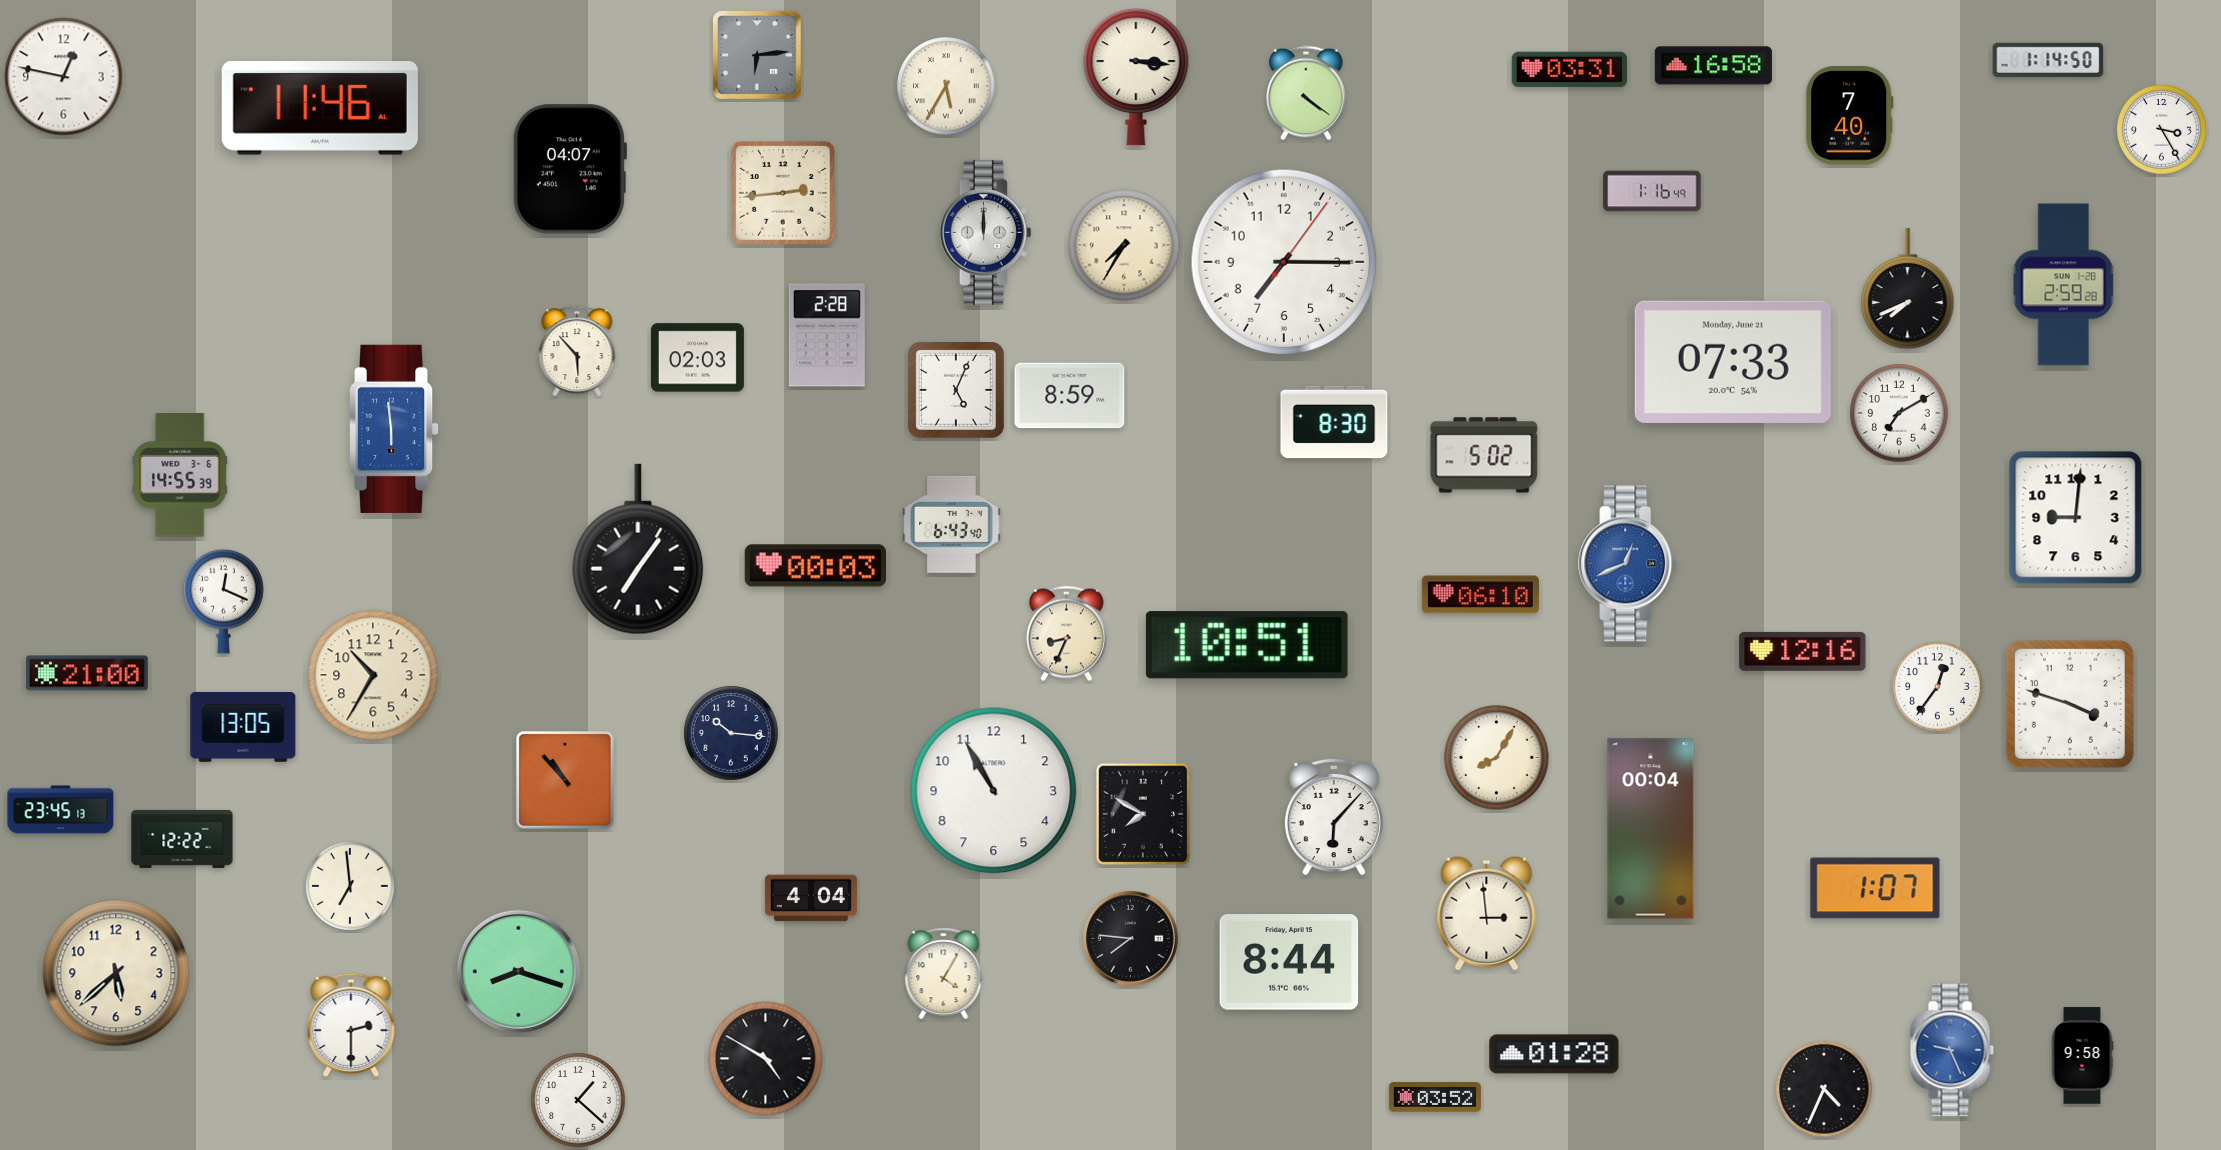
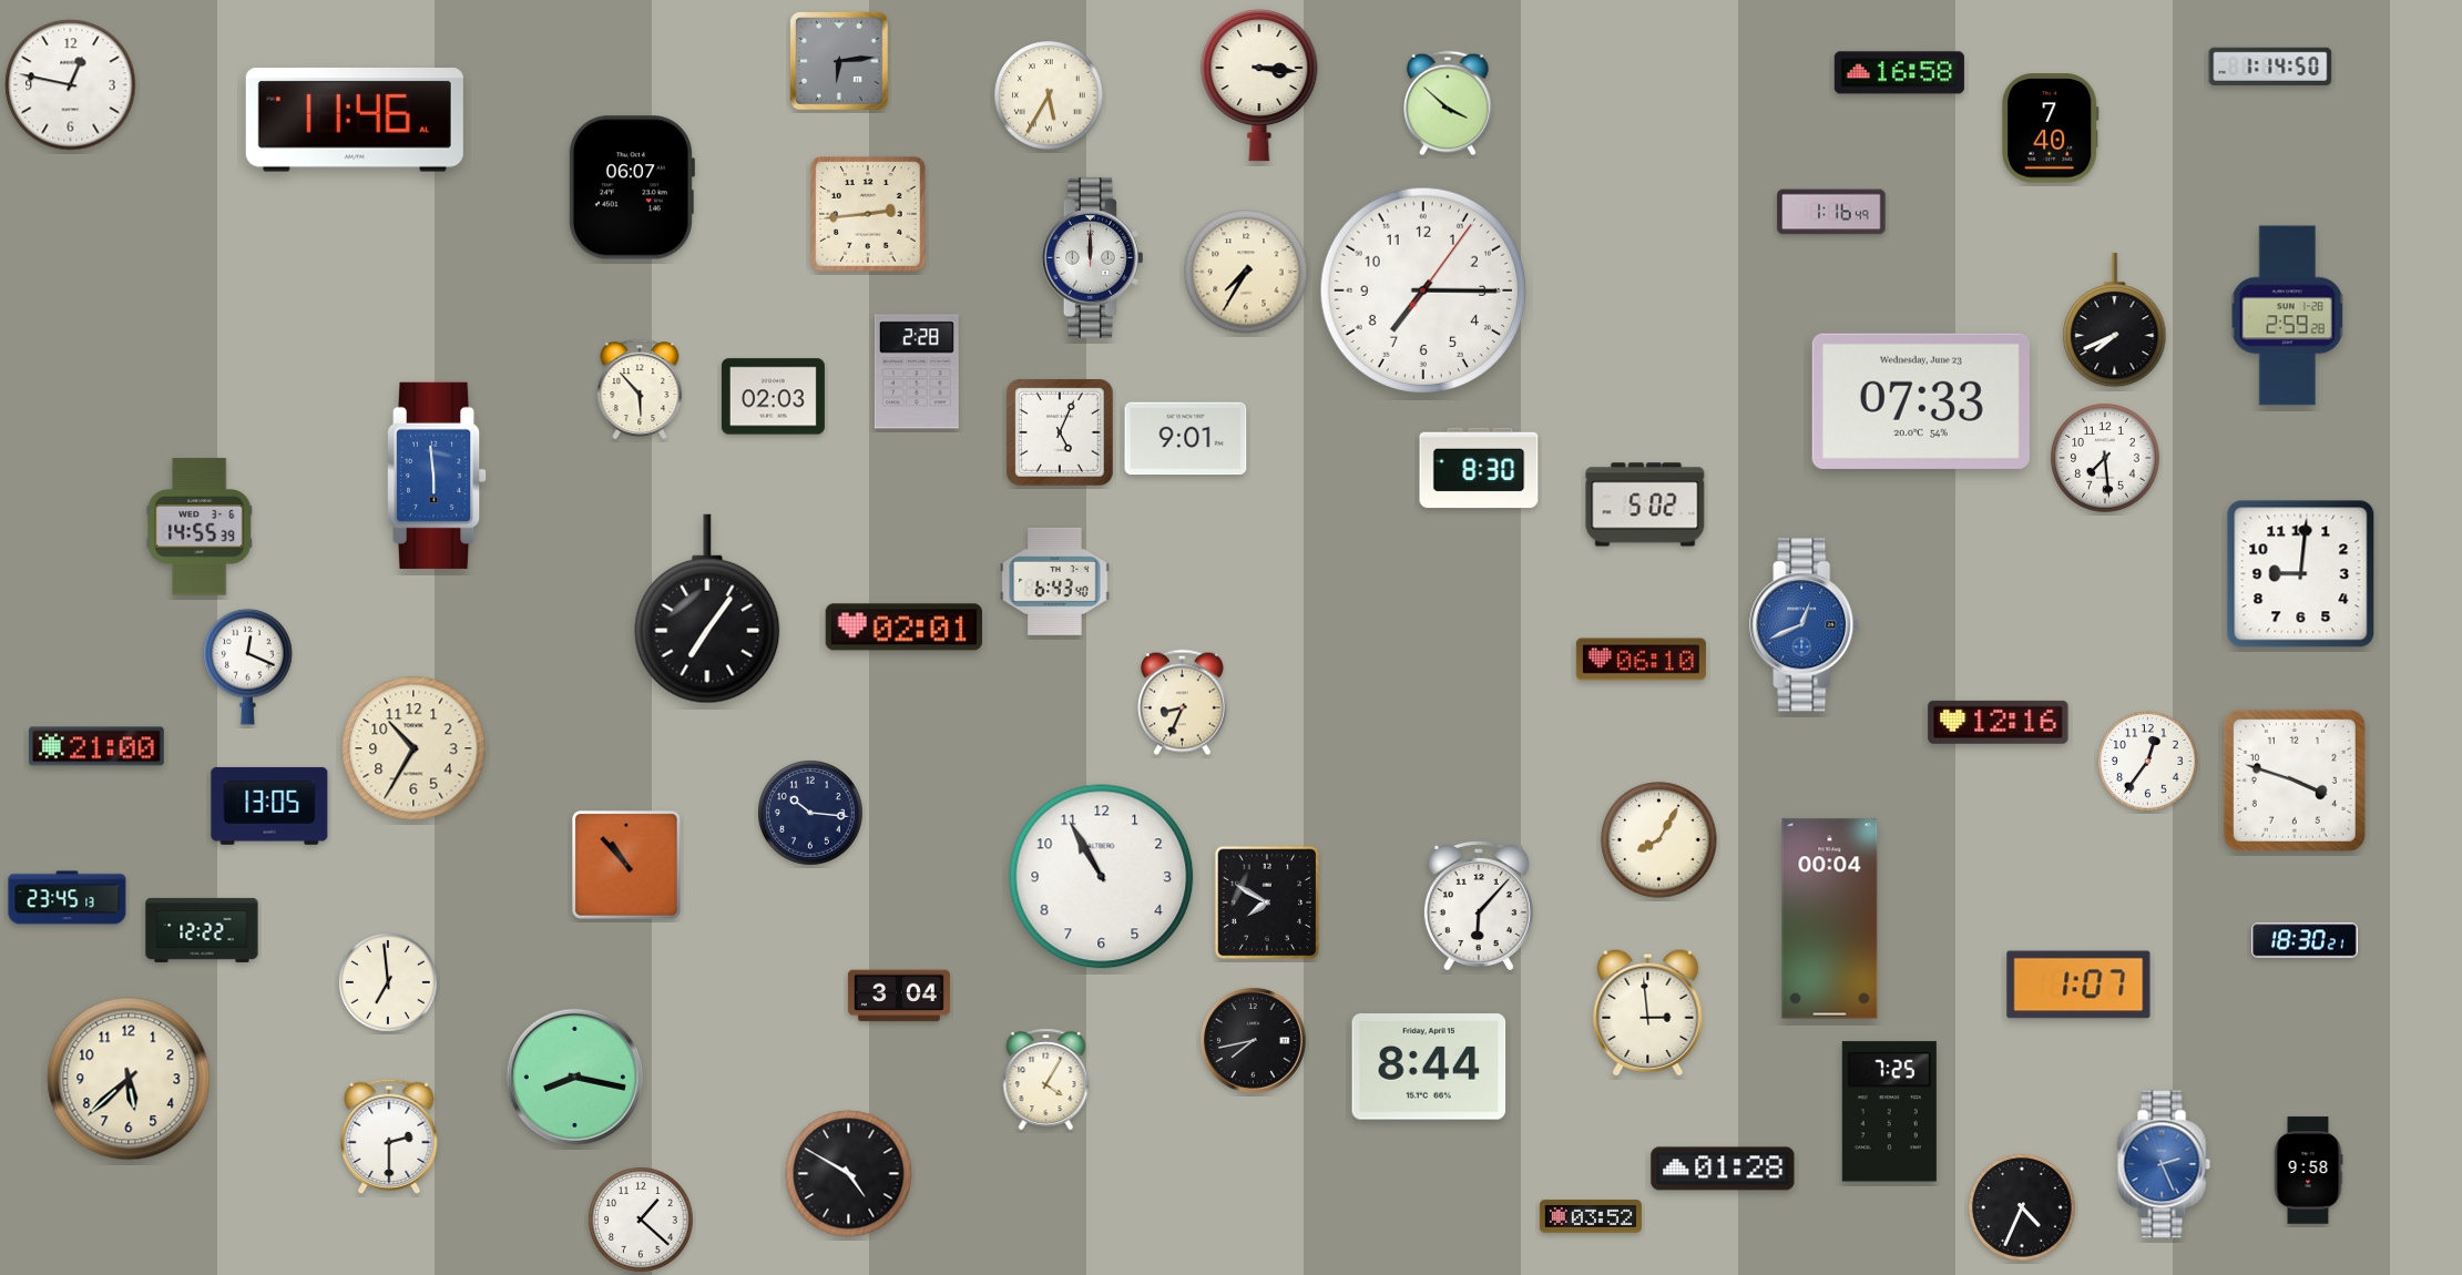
clock at (1569, 70): 03:31 -> none
clock at (1306, 93): 4:21 -> 3:52
clock at (2162, 130): 3:25 -> none
clock at (569, 169): 04:07 -> 06:07
clock at (1733, 362) date: Monday, June 21 -> Wednesday, June 23
clock at (1070, 396): 8:59 -> 9:01
clock at (1899, 413): 7:10 -> 7:29
clock at (815, 566): 00:03 -> 02:01
clock at (1247, 645): 10:51 -> none
clock at (2305, 940): none -> 18:30
clock at (811, 898): 4:04 -> 3:04
clock at (1130, 938): 7:46 -> 7:43
clock at (518, 971): 8:18 -> 8:17
clock at (1889, 1112): none -> 7:25
clock at (1952, 1050): 9:26 -> 2:26
